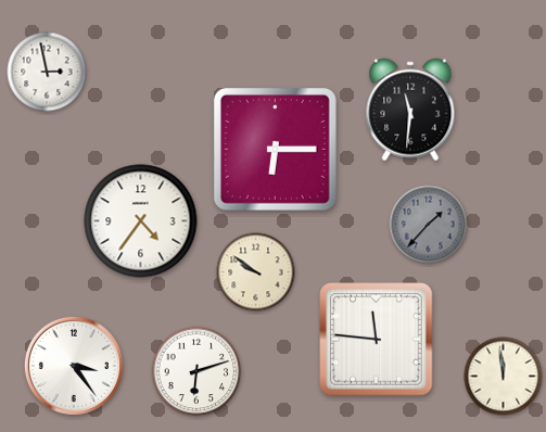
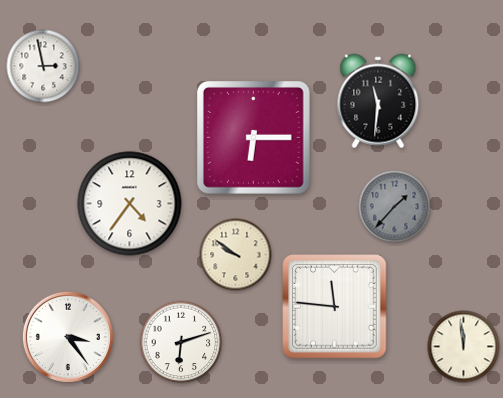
clock at (256, 272) position: (256, 272) -> (236, 255)
clock at (377, 340) position: (377, 340) -> (335, 307)
